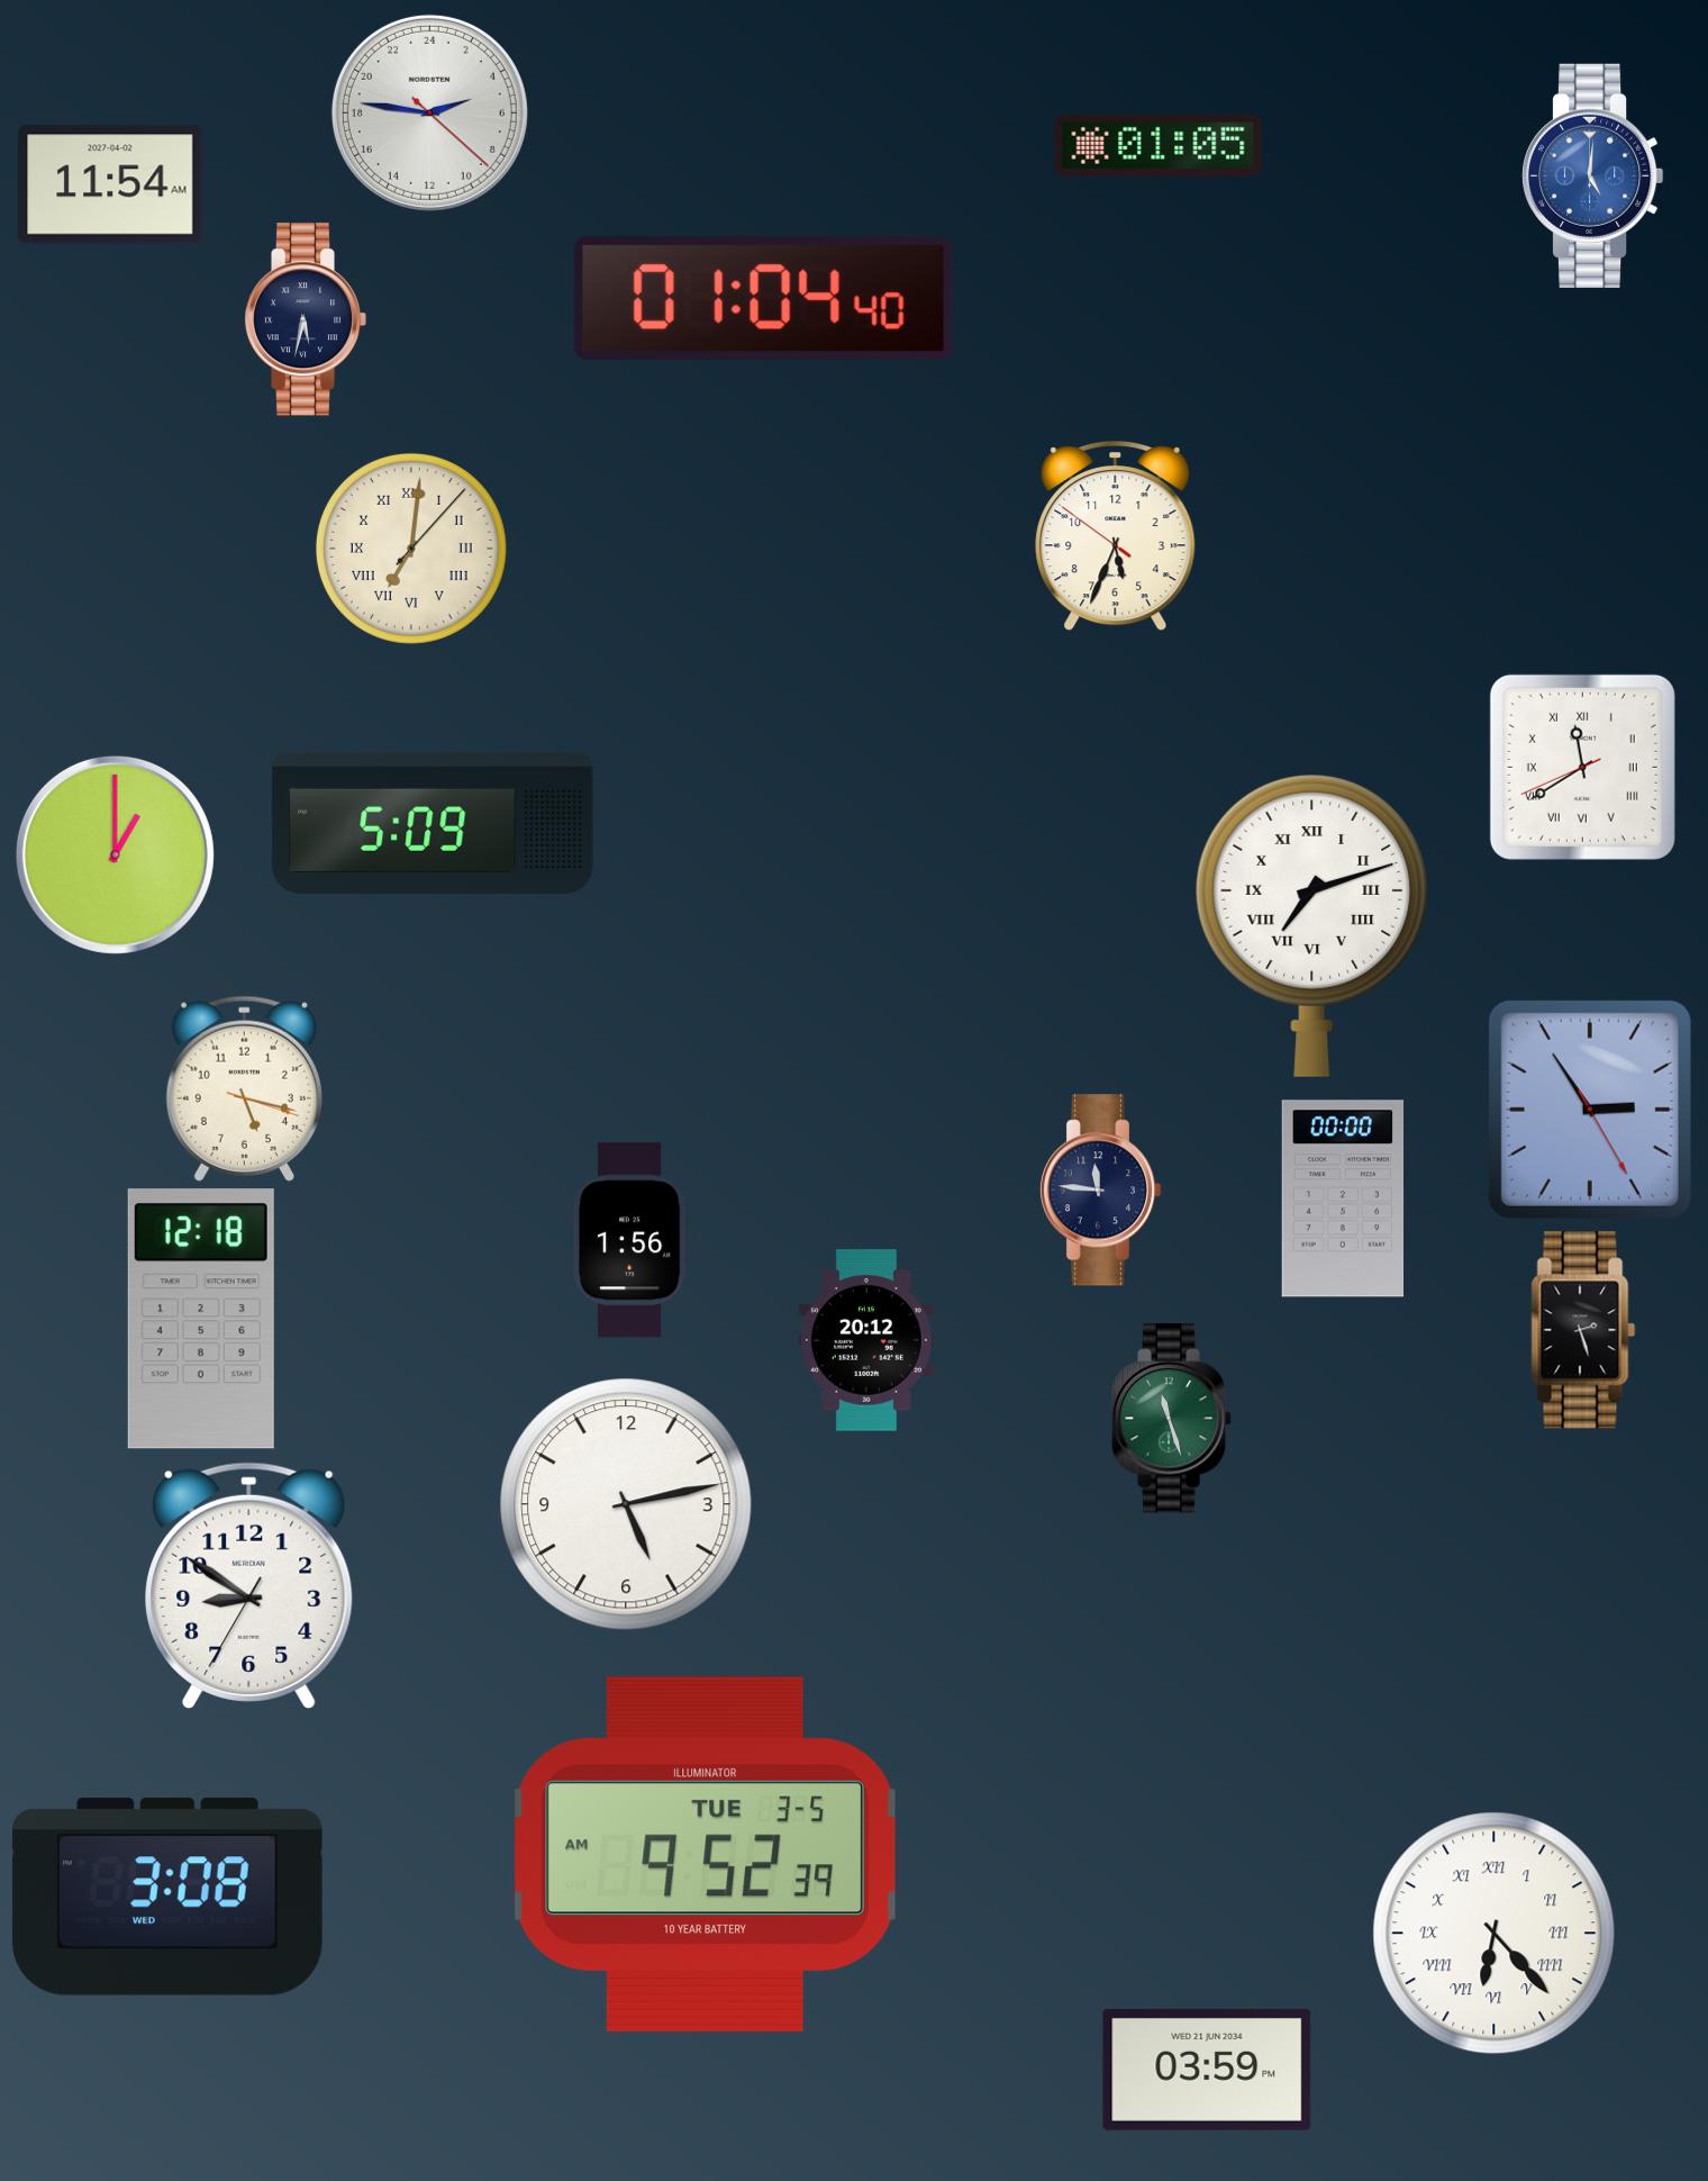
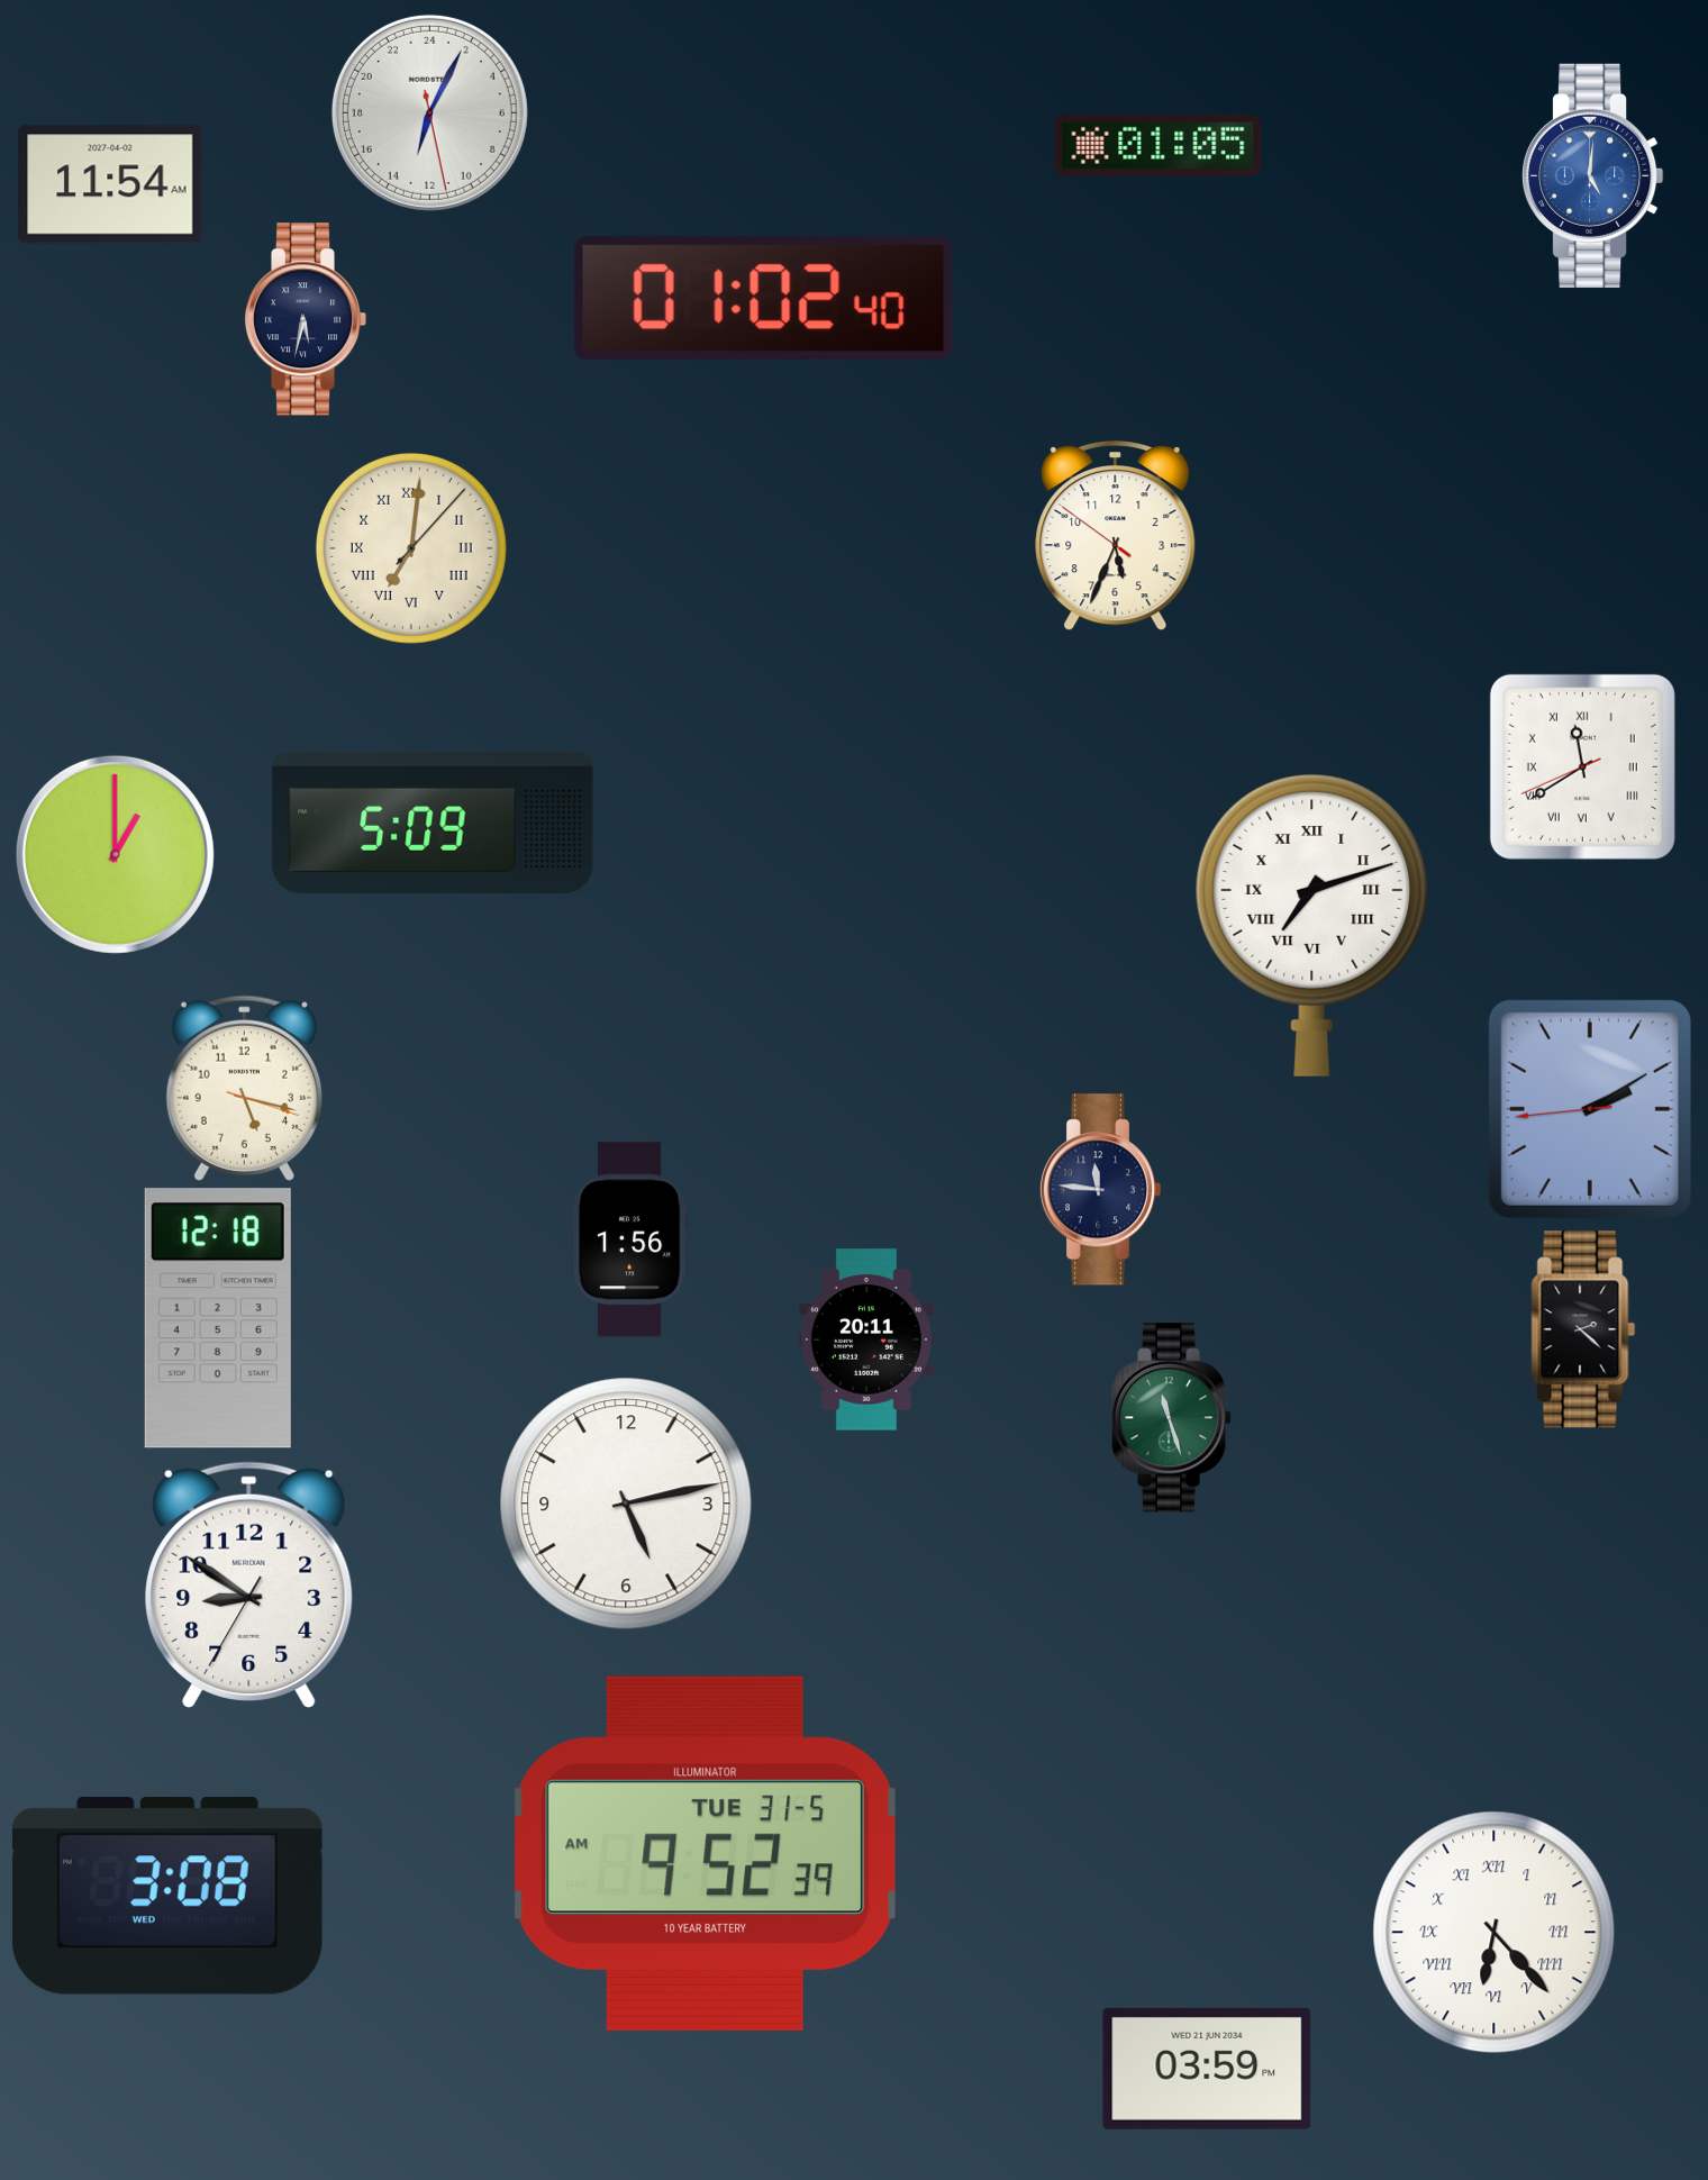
clock at (429, 112): 4:46 -> 13:04
clock at (763, 298): 01:04 -> 01:02
clock at (1590, 1110): 2:54 -> 2:09
clock at (1343, 1198): 00:00 -> none
clock at (201, 1319) position: (201, 1319) -> (218, 1318)
clock at (1583, 1330): 2:27 -> 2:22
clock at (866, 1340): 20:12 -> 20:11
clock at (705, 1854) date: TUE 3-5 -> TUE 31-5
